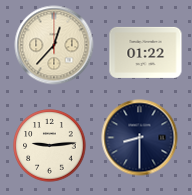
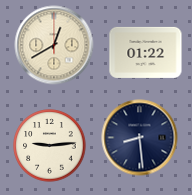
clock at (54, 45): 12:37 -> 12:40
clock at (140, 138): 8:30 -> 8:29
